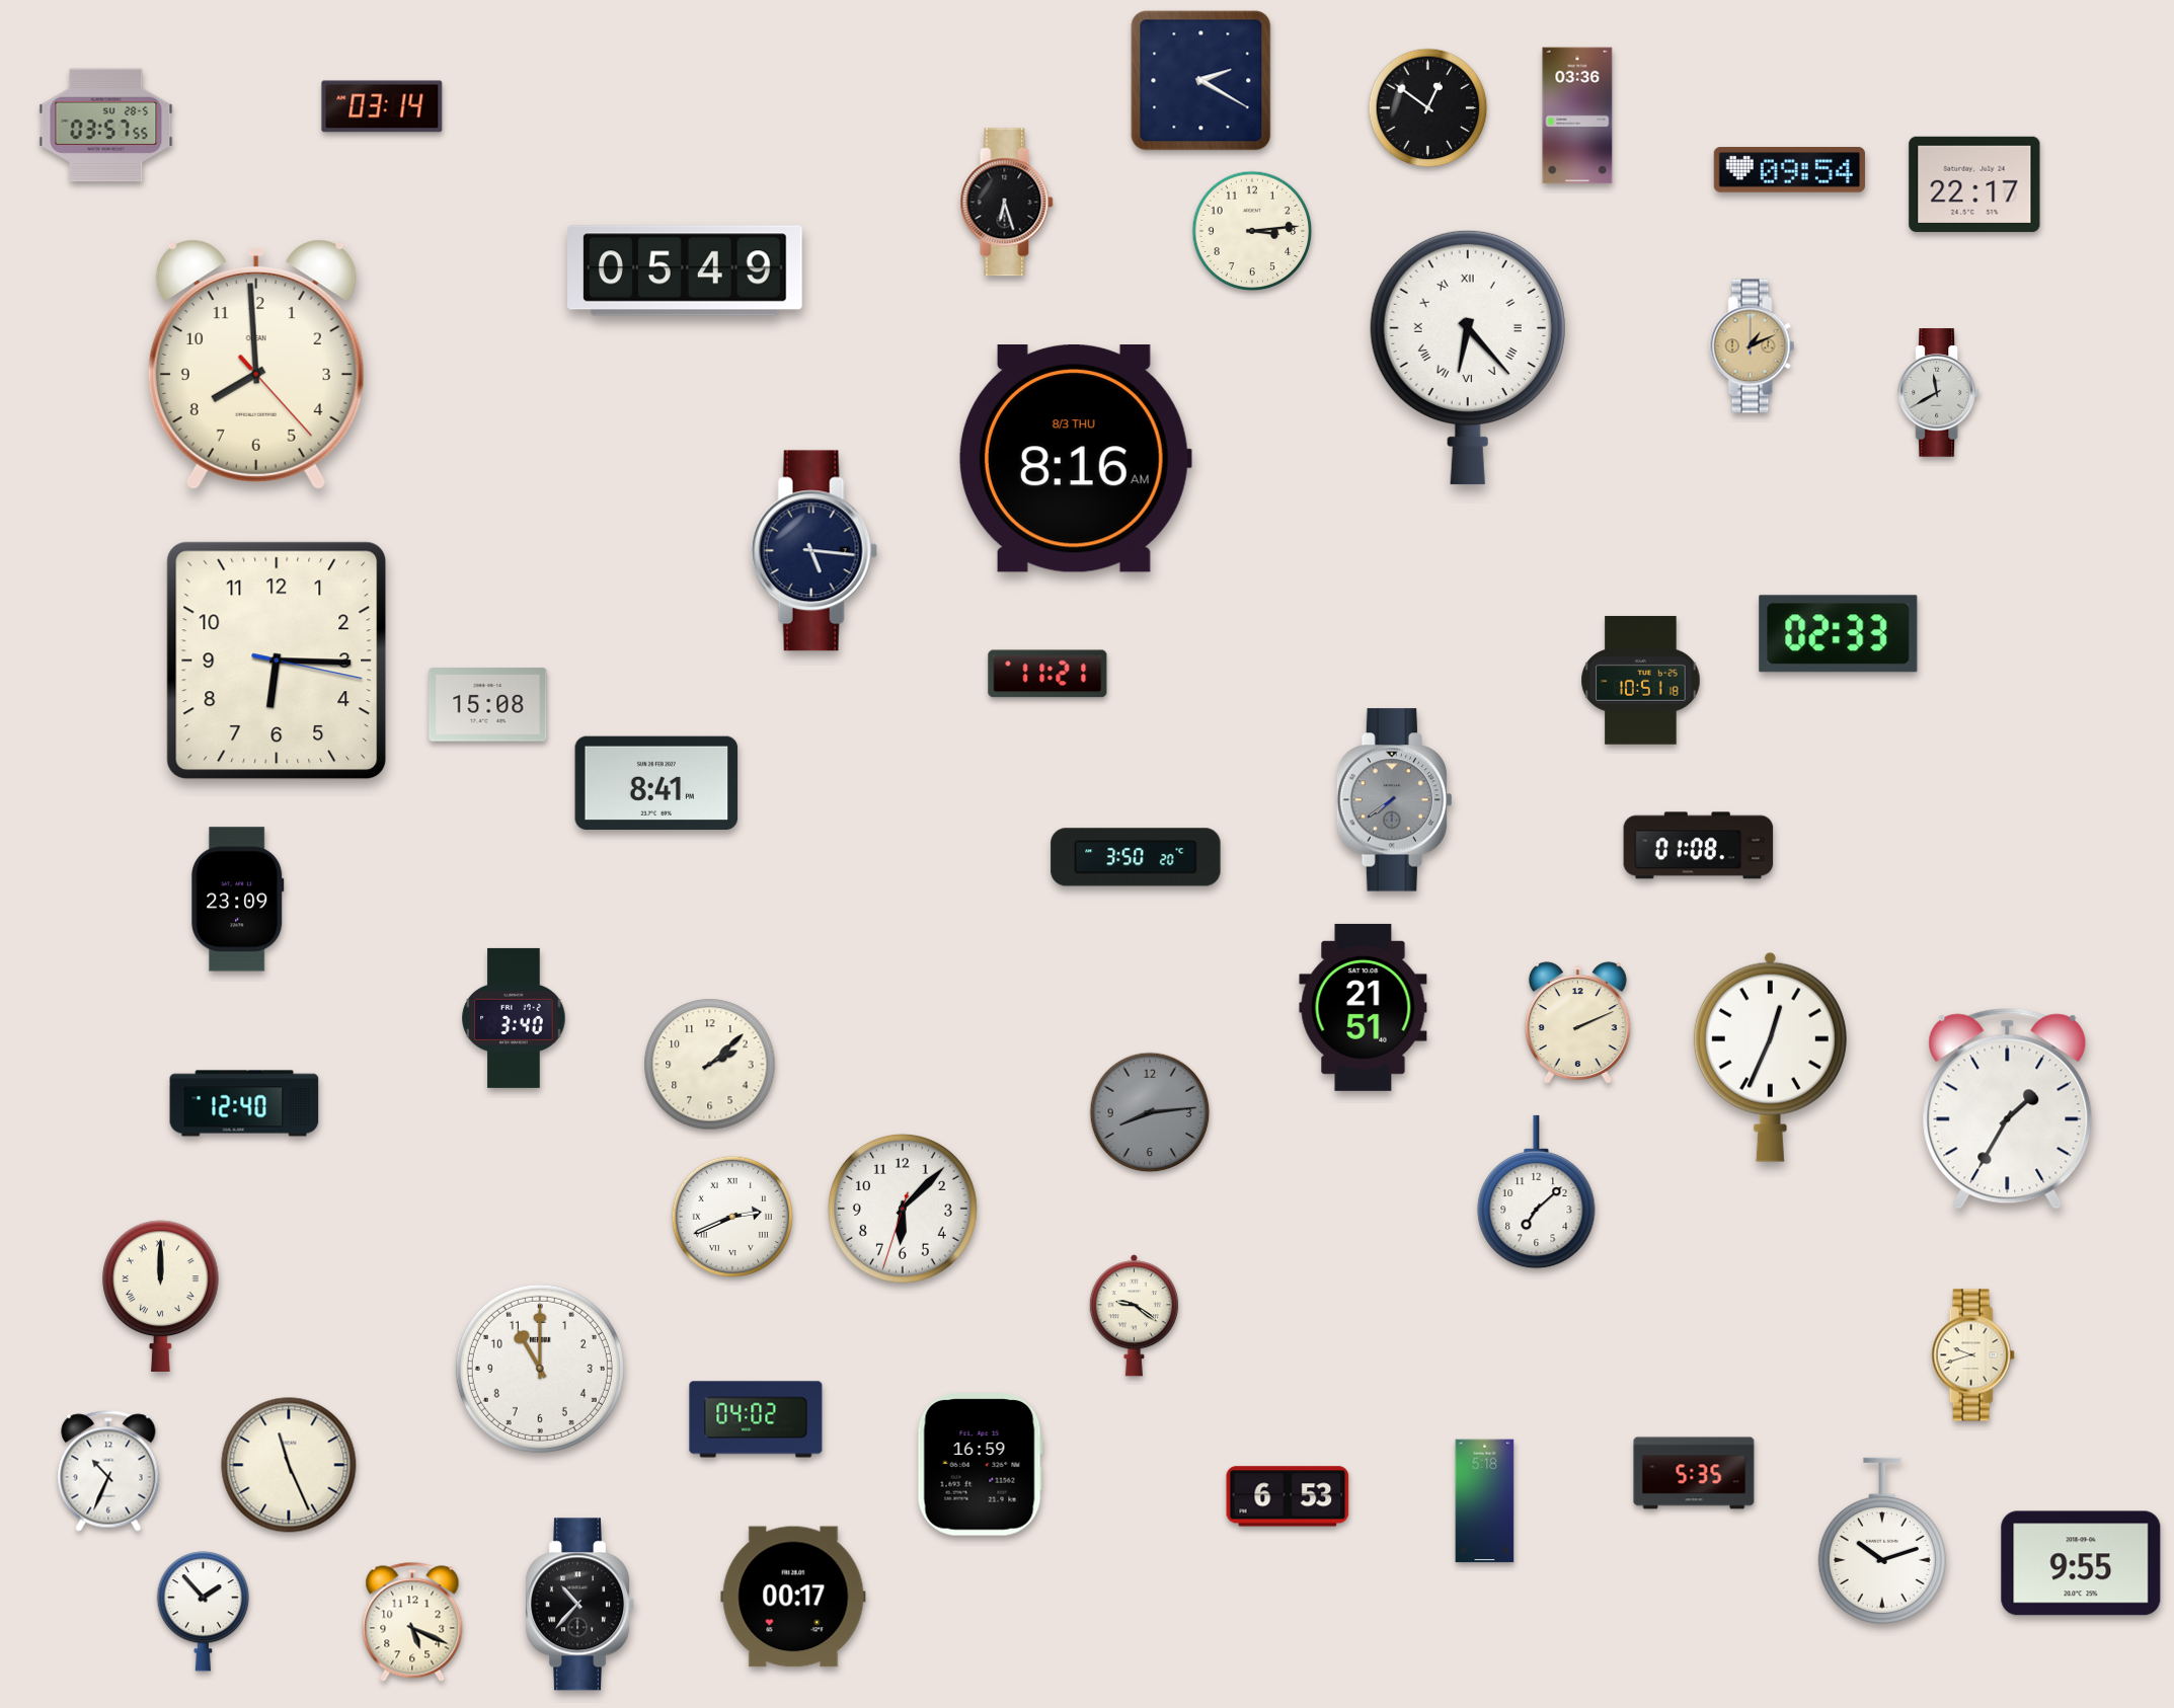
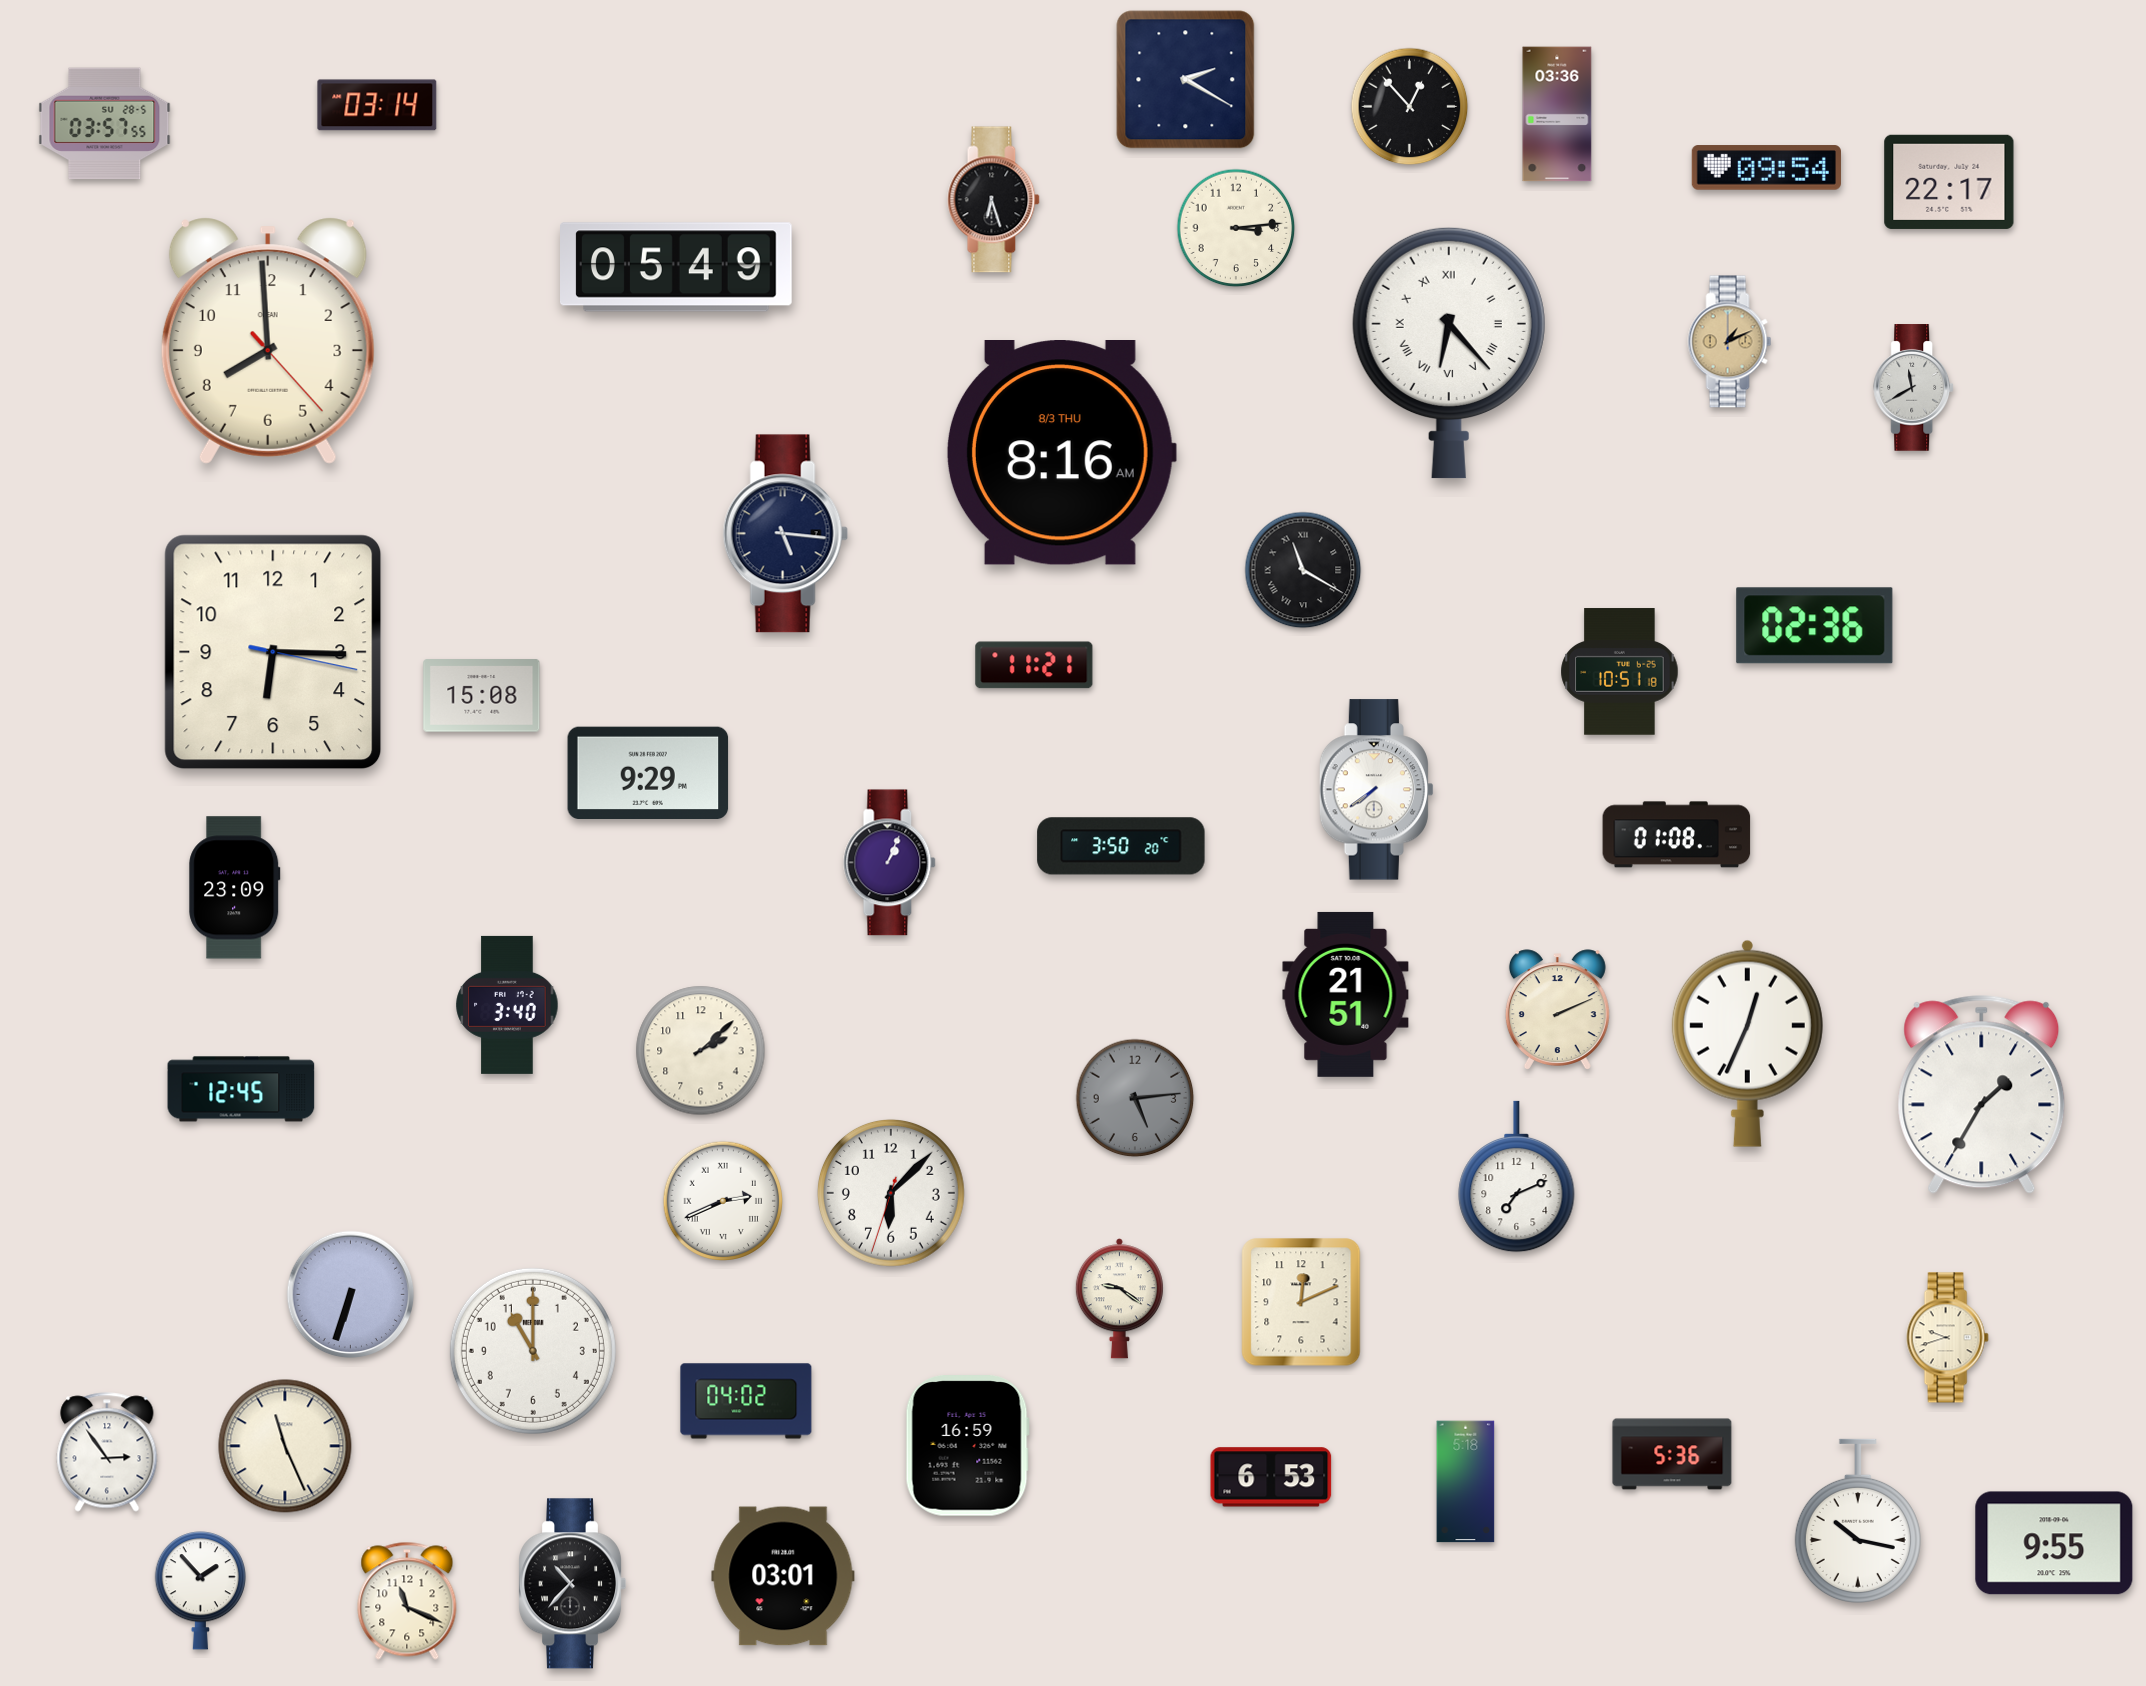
clock at (1428, 108): 12:51 -> 12:53
clock at (256, 365) position: (256, 365) -> (268, 341)
clock at (813, 551) position: (813, 551) -> (785, 534)
clock at (1303, 570): none -> 11:20
clock at (1839, 634): 02:33 -> 02:36
clock at (656, 782): 8:41 -> 9:29
clock at (1394, 800) dial: grey -> white
clock at (890, 863): none -> 1:04
clock at (244, 1103): 12:40 -> 12:45
clock at (1150, 1112): 8:14 -> 5:14
clock at (1537, 1192): 7:08 -> 7:11
clock at (161, 1296): 12:00 -> none
clock at (351, 1295): none -> 6:33
clock at (1301, 1302): none -> 12:11
clock at (108, 1471): 10:34 -> 2:54
clock at (1694, 1473): 5:35 -> 5:36
clock at (1882, 1540): 10:12 -> 10:17
clock at (793, 1597): 00:17 -> 03:01
clock at (412, 1622): 5:19 -> 11:19
